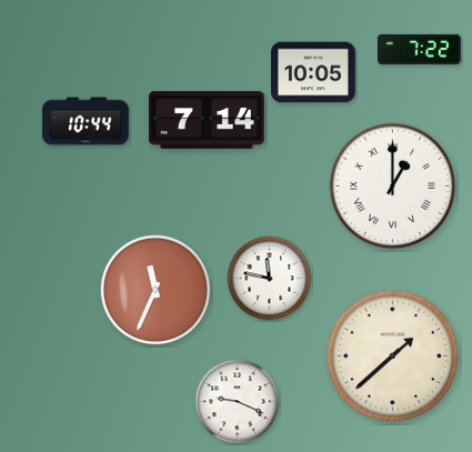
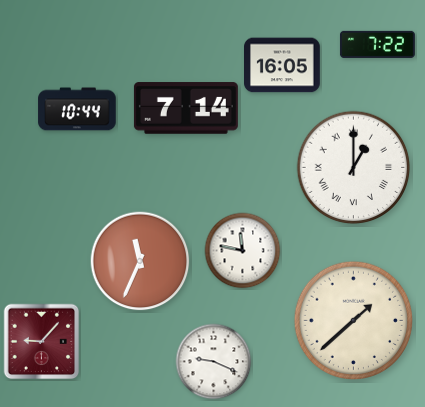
clock at (314, 72): 10:05 -> 16:05
clock at (42, 342): none -> 9:07
